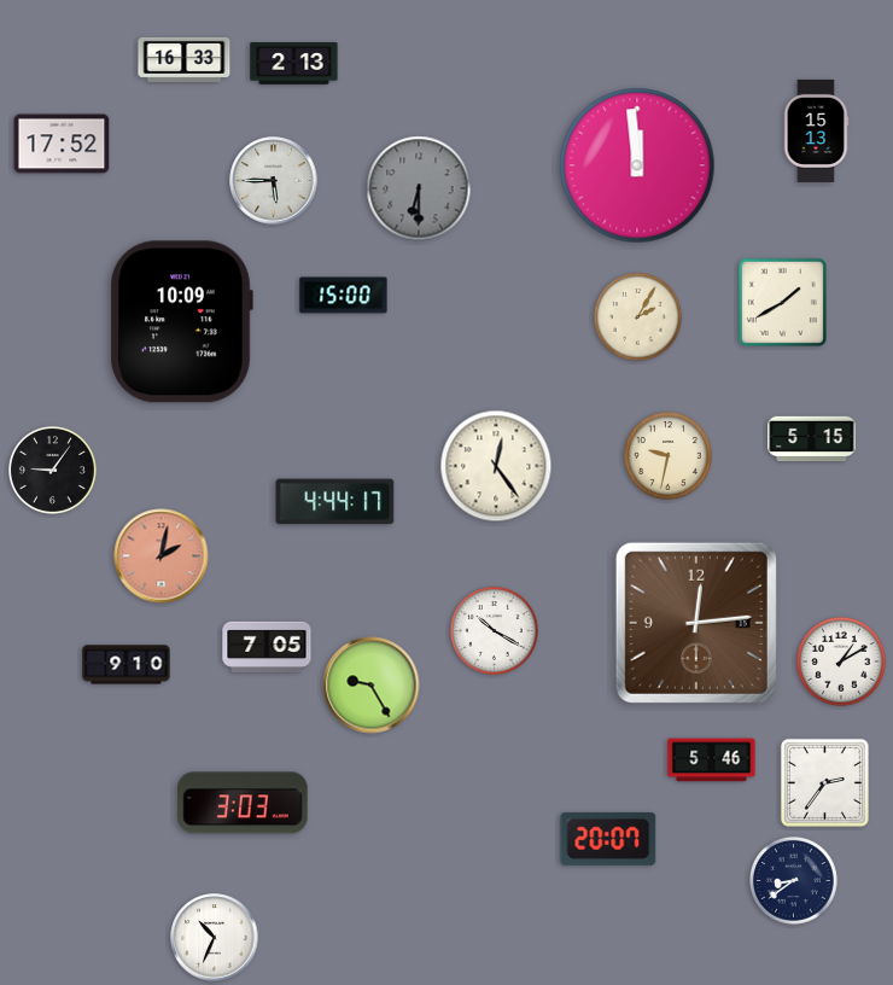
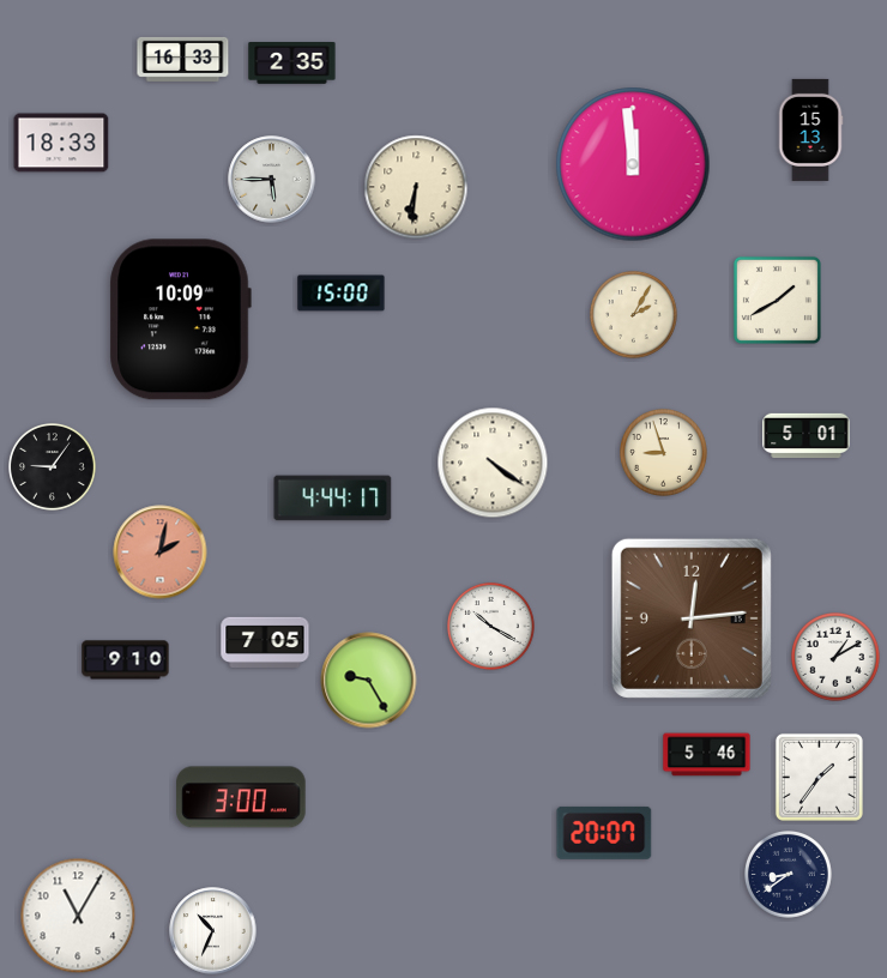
clock at (294, 64): 2:13 -> 2:35
clock at (62, 144): 17:52 -> 18:33
clock at (419, 188): 6:30 -> 6:31
clock at (419, 188) dial: grey -> cream
clock at (812, 439): 5:15 -> 5:01
clock at (669, 456): 9:32 -> 8:57
clock at (496, 466): 12:24 -> 4:21
clock at (824, 782): 2:36 -> 1:36
clock at (243, 803): 3:03 -> 3:00
clock at (78, 916): none -> 11:05
